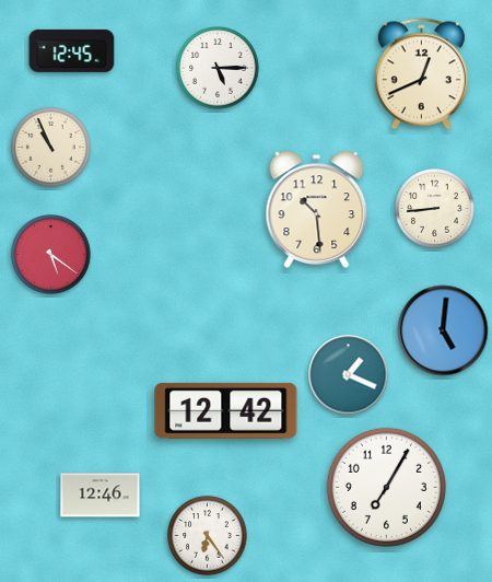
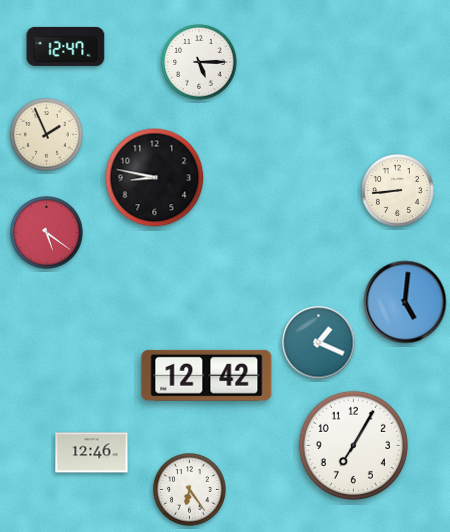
clock at (72, 50): 12:45 -> 12:47
clock at (421, 74): 12:41 -> none
clock at (51, 148): 10:56 -> 1:56
clock at (155, 178): none -> 8:47
clock at (317, 209): 10:29 -> none
